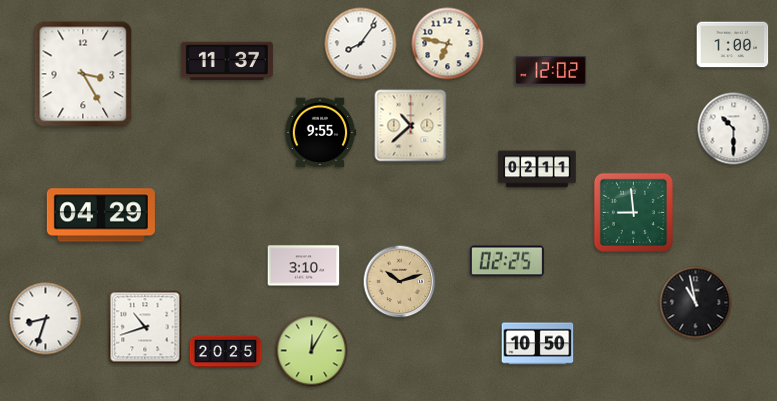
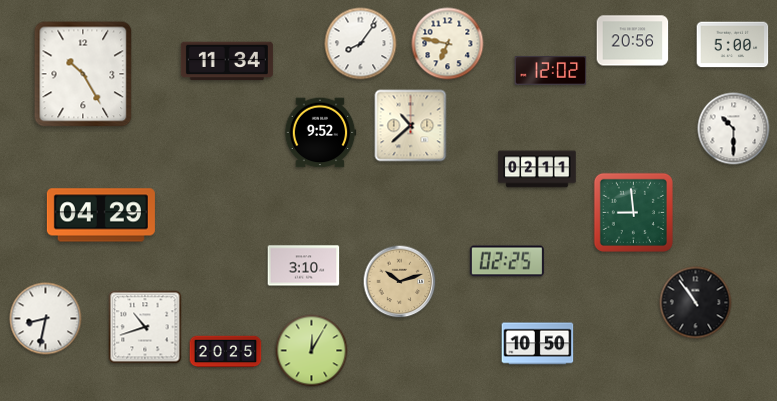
clock at (633, 41): none -> 20:56
clock at (733, 45): 1:00 -> 5:00
clock at (227, 61): 11:37 -> 11:34
clock at (83, 74): 3:25 -> 10:25
clock at (320, 133): 9:55 -> 9:52
clock at (696, 303): 10:58 -> 10:54
clock at (46, 319): 8:33 -> 8:32
